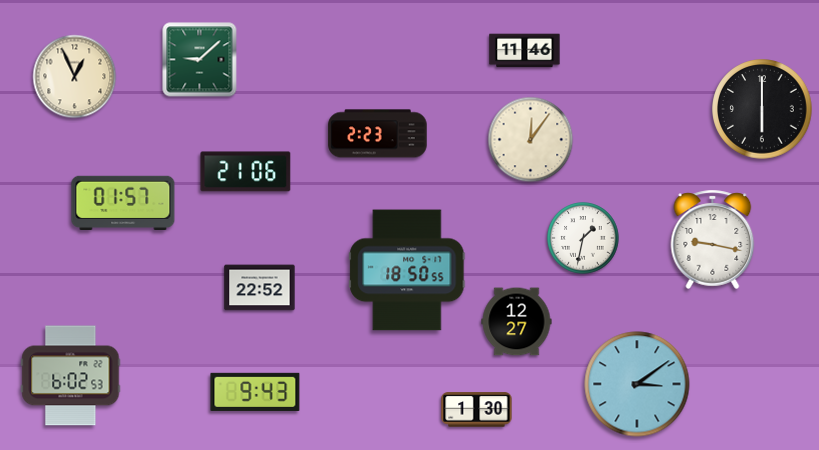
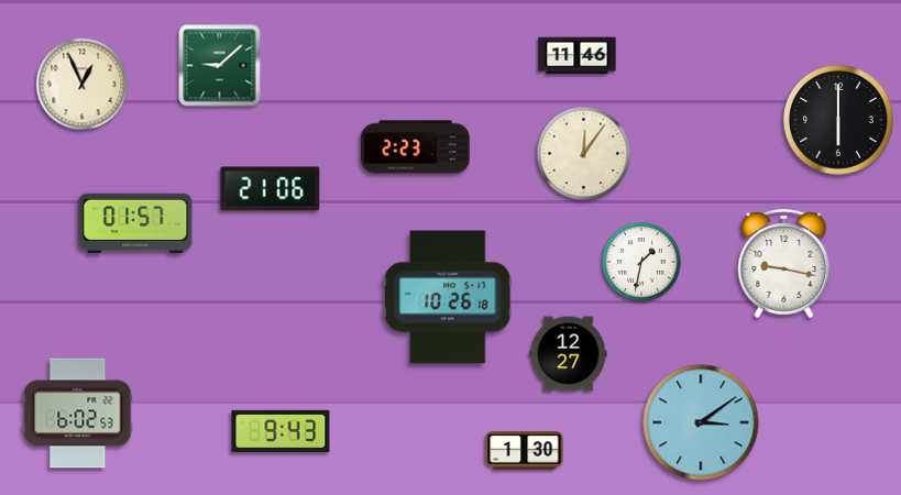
clock at (407, 270): 18:50 -> 10:26
clock at (260, 288): 22:52 -> none
